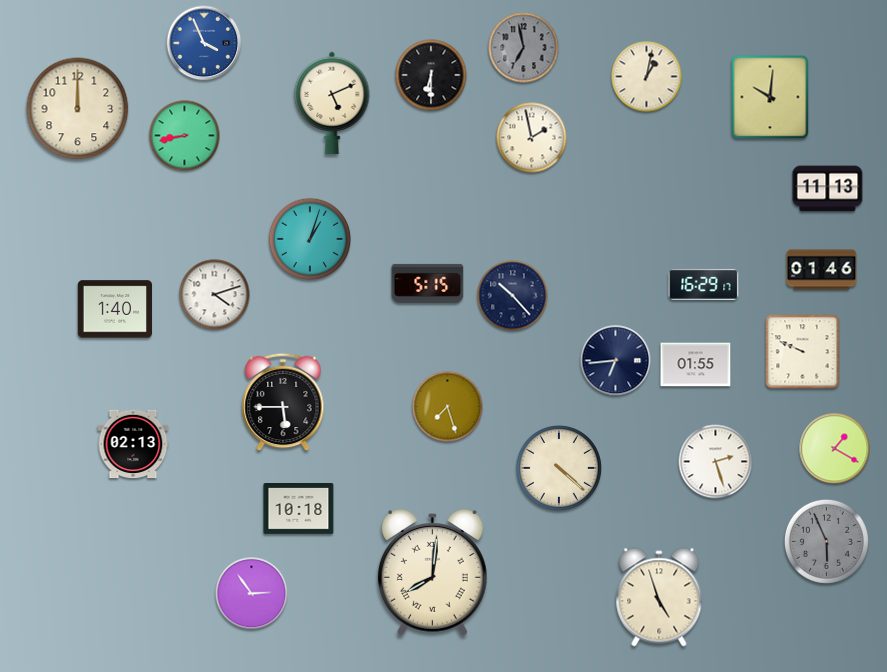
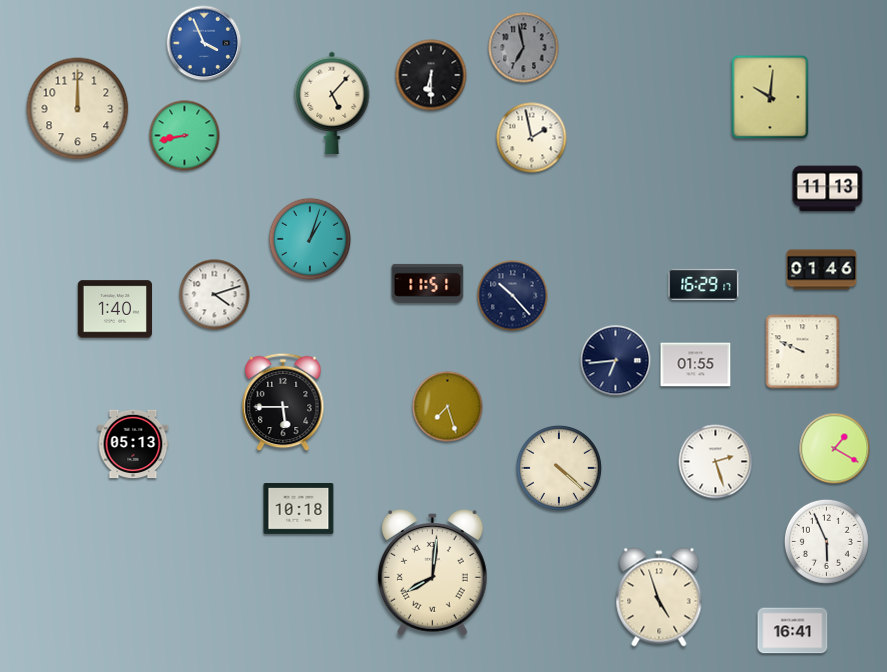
clock at (647, 77): 1:02 -> none
clock at (332, 103): 5:11 -> 5:07
clock at (428, 283): 5:15 -> 11:51
clock at (133, 444): 02:13 -> 05:13
clock at (826, 541) dial: grey -> white
clock at (252, 594): 2:54 -> none
clock at (793, 631): none -> 16:41
